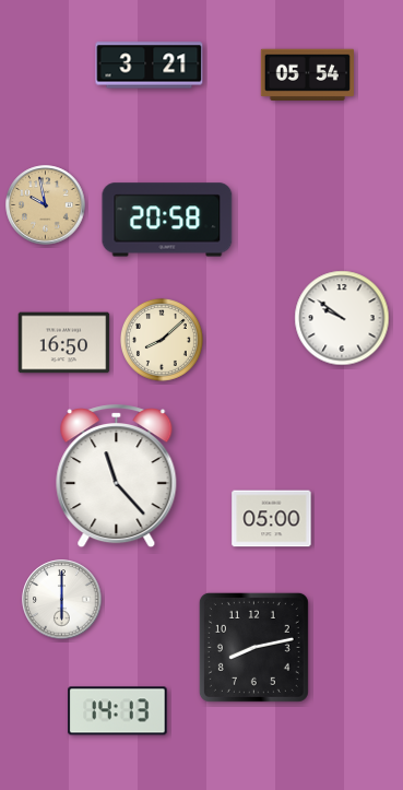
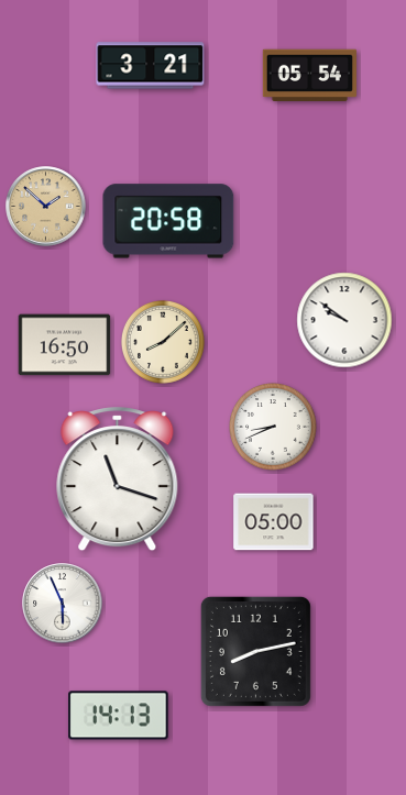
clock at (46, 205): 9:58 -> 1:52
clock at (273, 427): none -> 8:41
clock at (117, 476): 11:23 -> 11:18
clock at (62, 600): 6:00 -> 5:56
